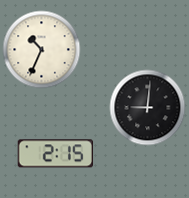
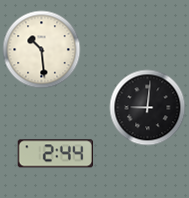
clock at (42, 50): 10:34 -> 10:29
clock at (55, 154): 2:15 -> 2:44
